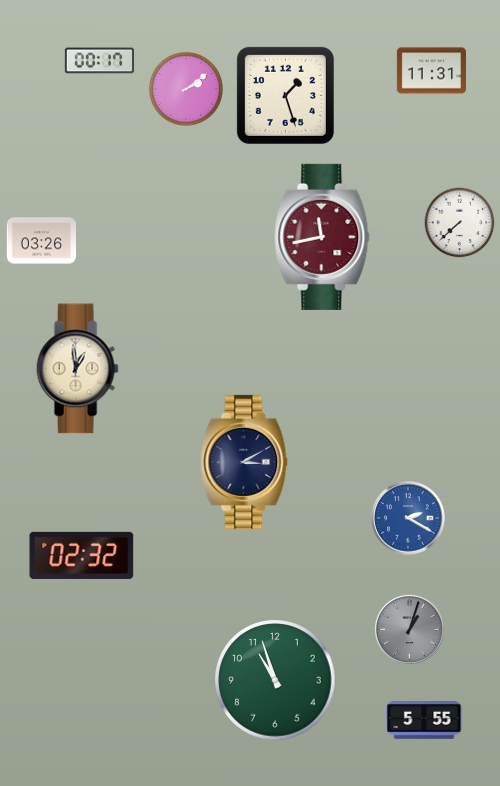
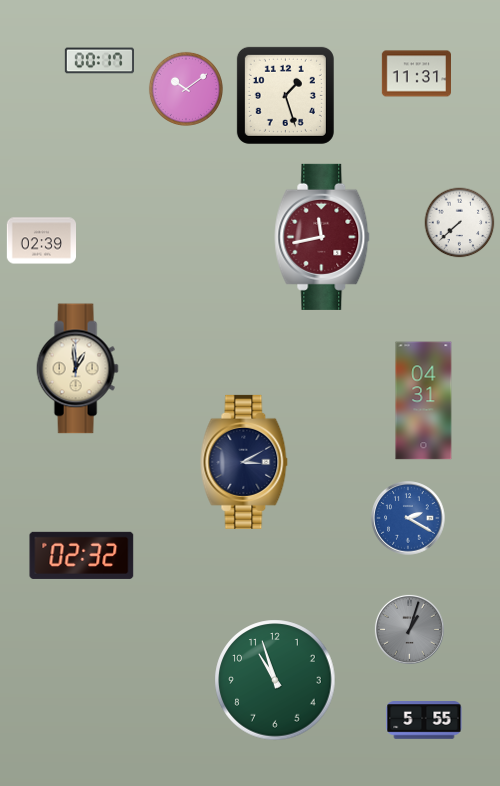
clock at (431, 71) position: (431, 71) -> (416, 74)
clock at (186, 89): 2:09 -> 10:09
clock at (41, 241): 03:26 -> 02:39
clock at (424, 401): none -> 04:31
